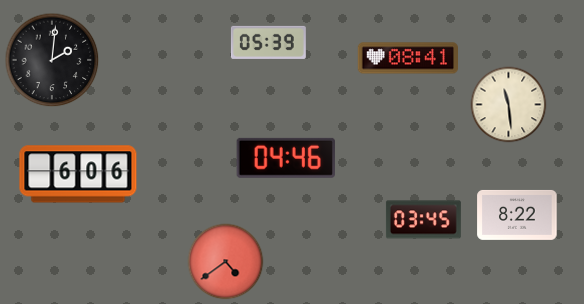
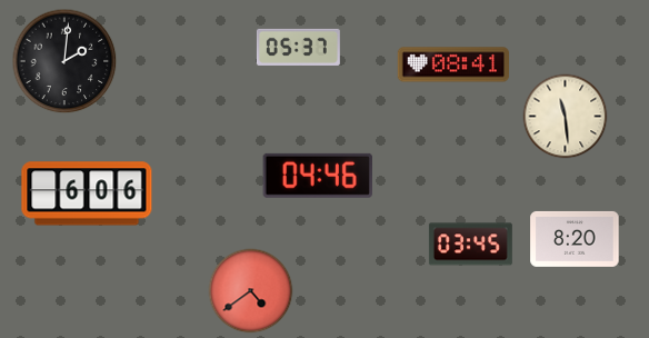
clock at (268, 42): 05:39 -> 05:37
clock at (52, 60) position: (52, 60) -> (64, 61)
clock at (517, 215): 8:22 -> 8:20
